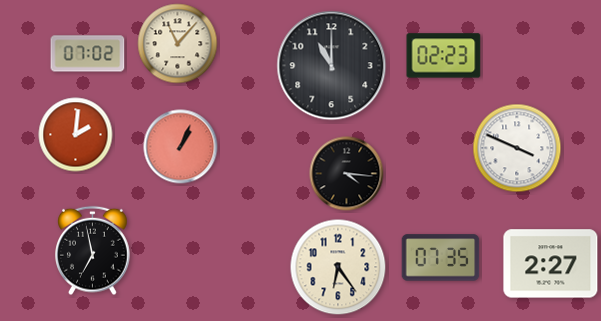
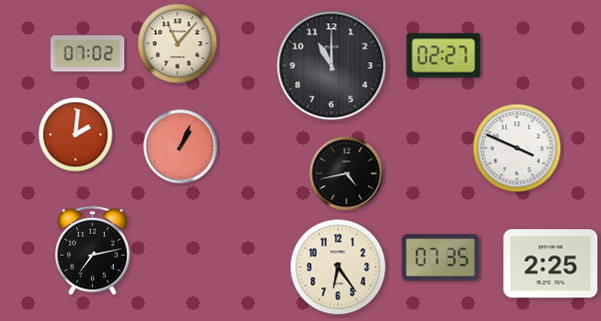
clock at (444, 56): 02:23 -> 02:27
clock at (347, 174): 4:16 -> 4:43
clock at (93, 251): 6:58 -> 7:13
clock at (551, 264): 2:27 -> 2:25
